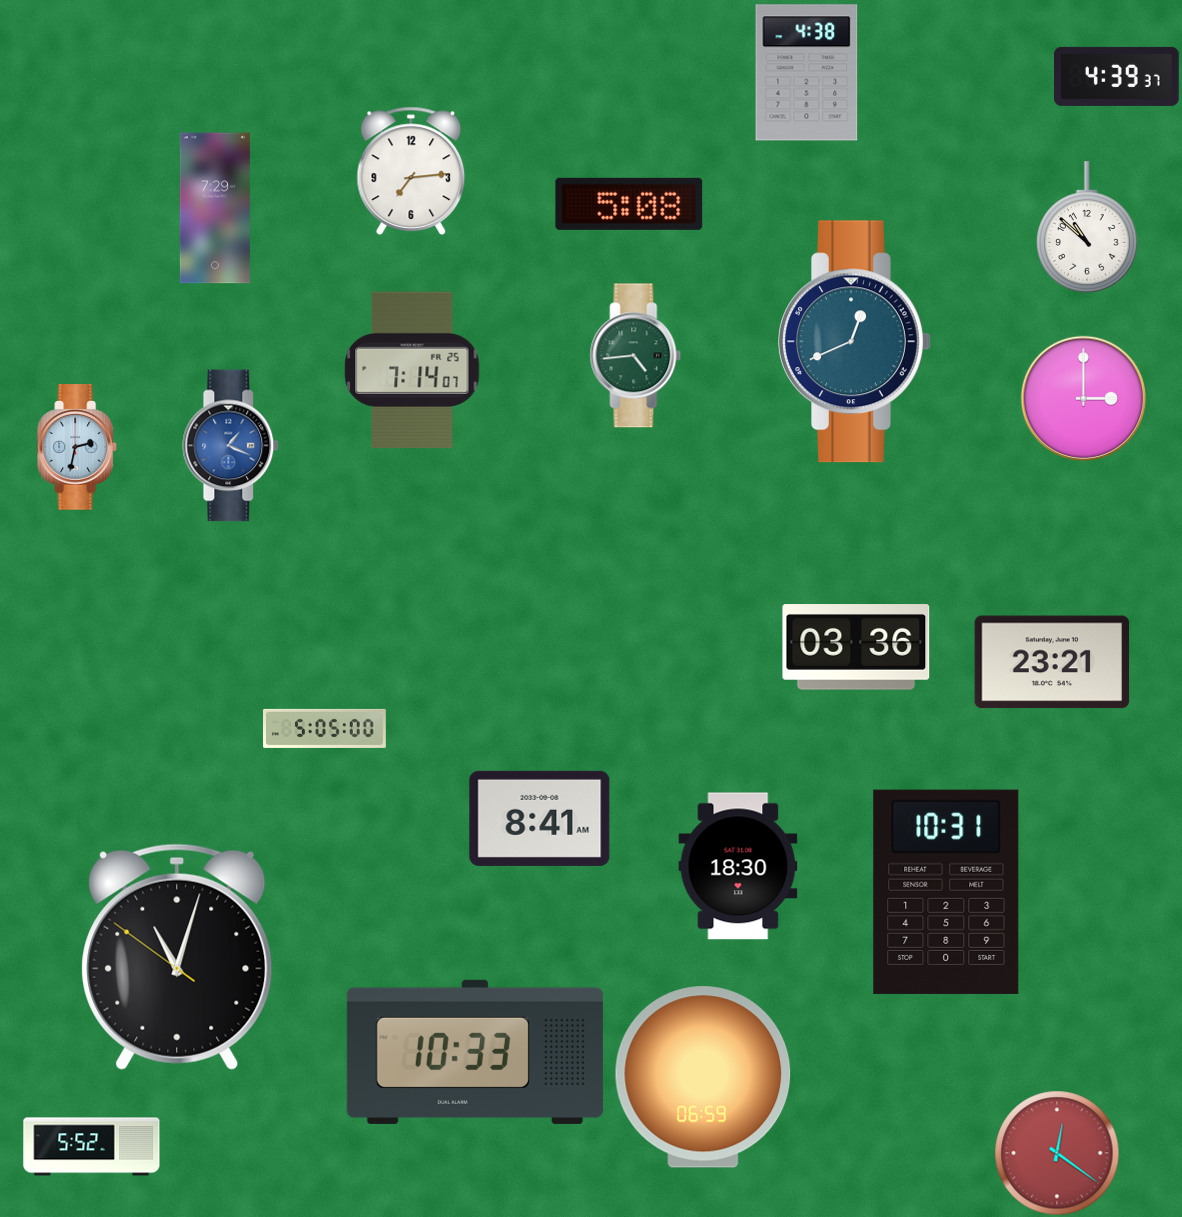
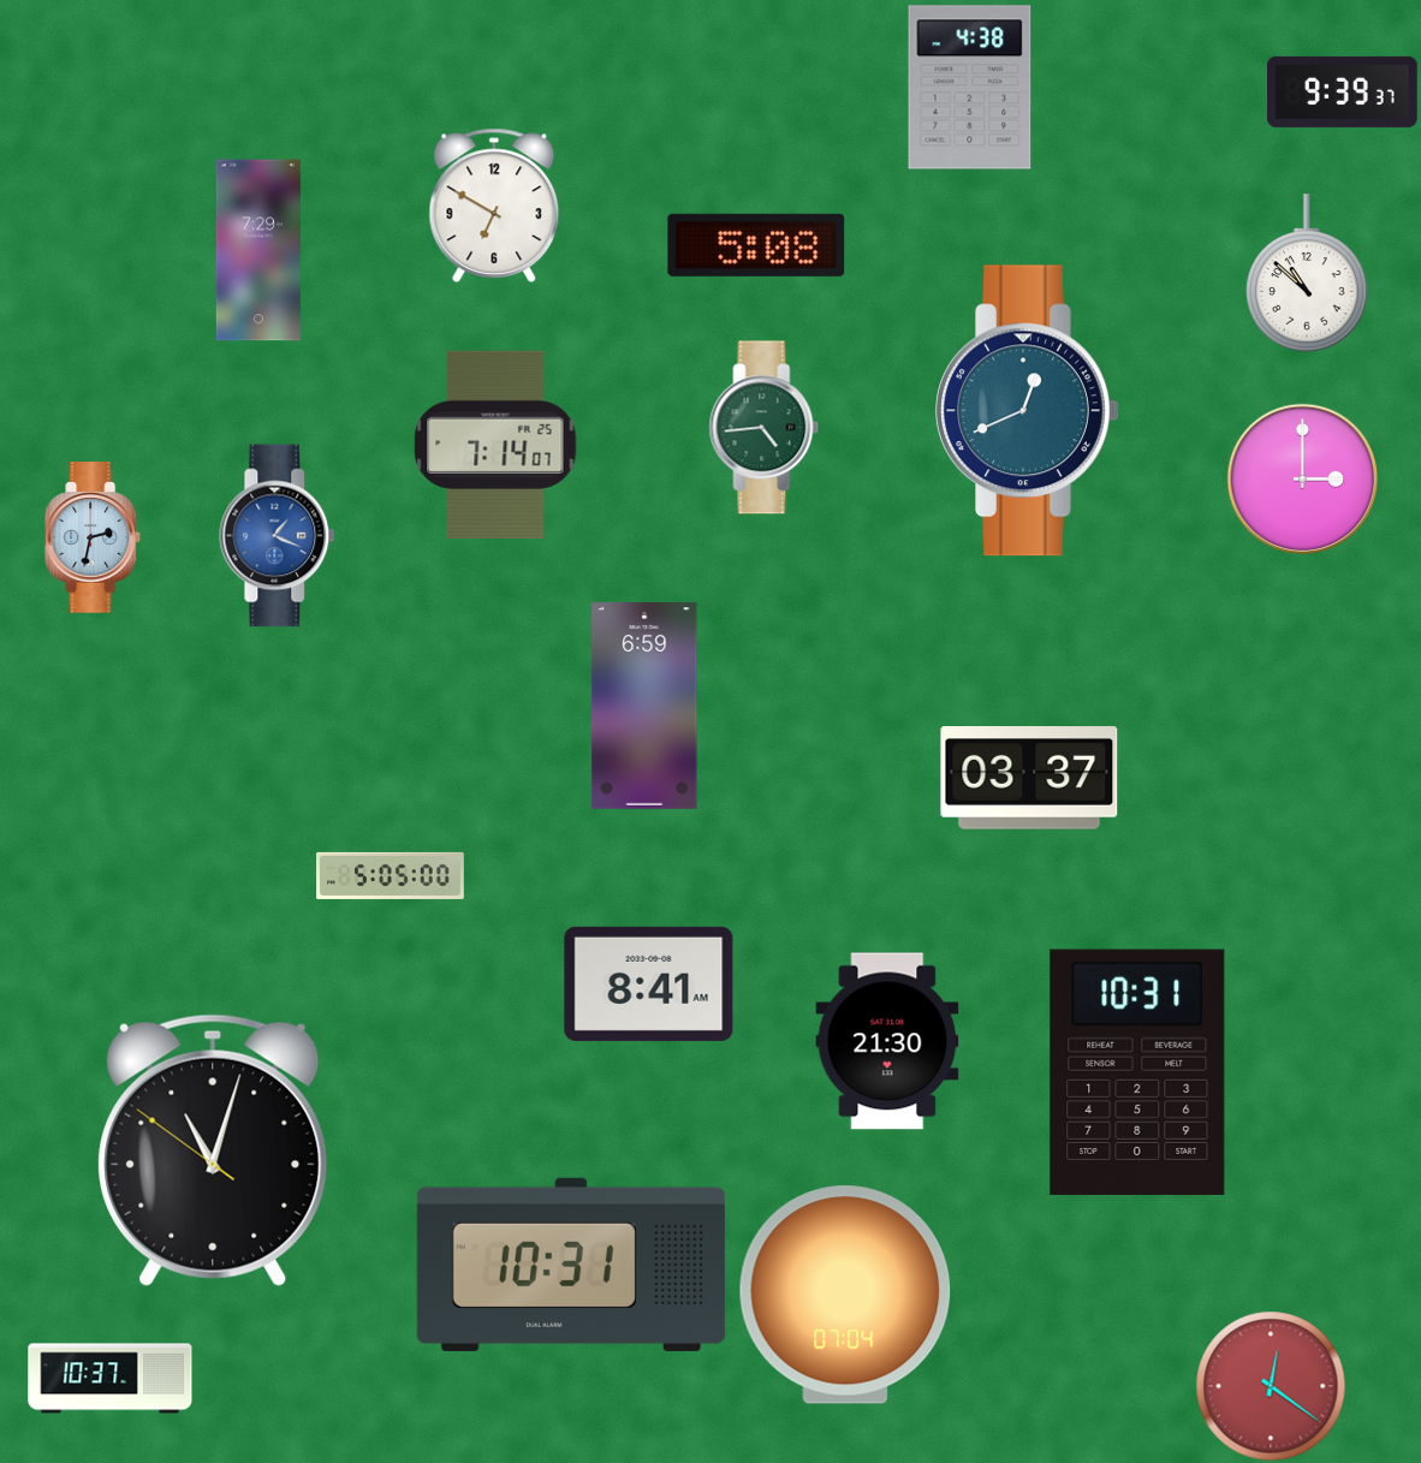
clock at (1117, 76): 4:39 -> 9:39
clock at (411, 171): 7:14 -> 6:50
clock at (644, 707): none -> 6:59
clock at (856, 647): 03:36 -> 03:37
clock at (1052, 662): 23:21 -> none
clock at (738, 866): 18:30 -> 21:30
clock at (475, 1052): 10:33 -> 10:31
clock at (703, 1077): 06:59 -> 07:04
clock at (92, 1147): 5:52 -> 10:37
